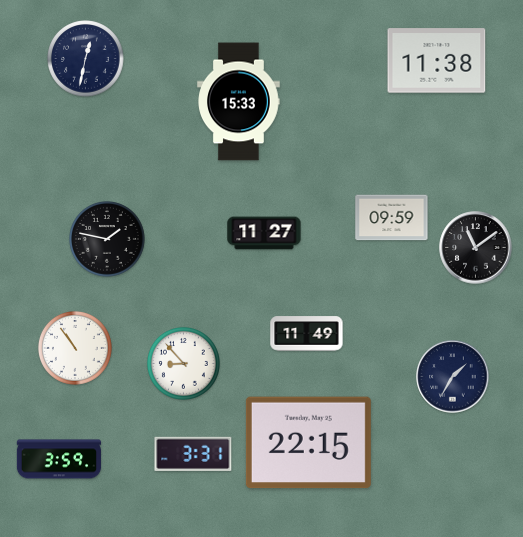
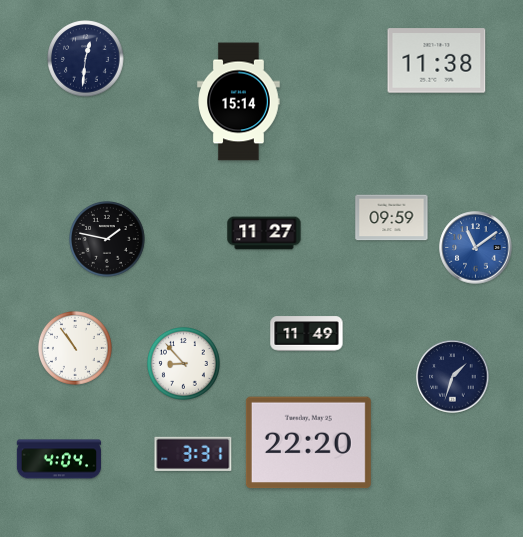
clock at (86, 59): 12:32 -> 12:31
clock at (239, 102): 15:33 -> 15:14
clock at (476, 248) dial: black -> blue
clock at (453, 377): 1:35 -> 1:33
clock at (308, 443): 22:15 -> 22:20
clock at (59, 459): 3:59 -> 4:04
